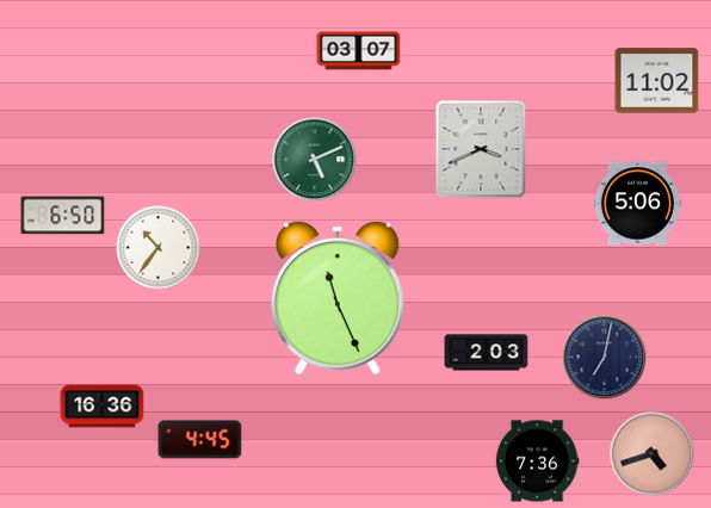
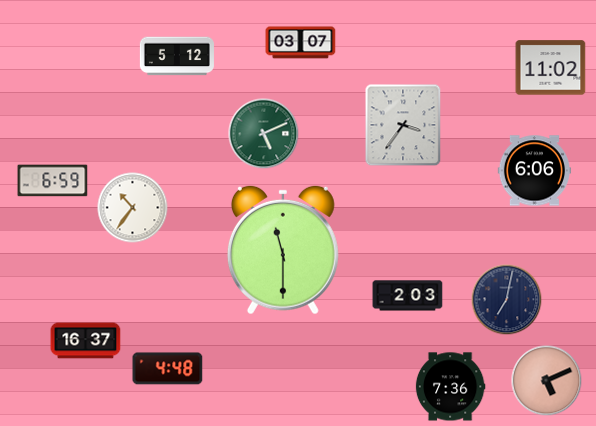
clock at (177, 56): none -> 5:12
clock at (481, 149): 3:41 -> 3:36
clock at (637, 204): 5:06 -> 6:06
clock at (63, 216): 6:50 -> 6:59
clock at (338, 298): 11:26 -> 11:30
clock at (103, 407): 16:36 -> 16:37
clock at (200, 440): 4:45 -> 4:48
clock at (653, 454): 4:42 -> 5:11
